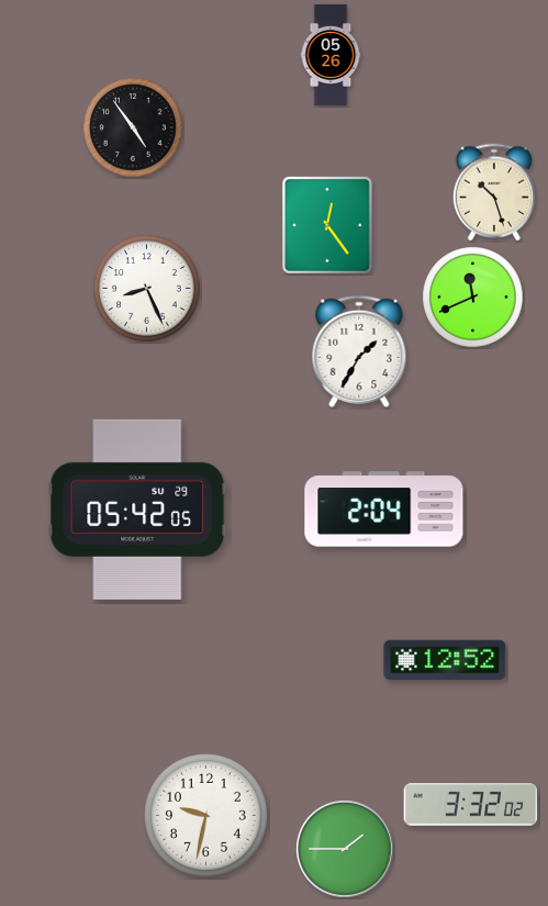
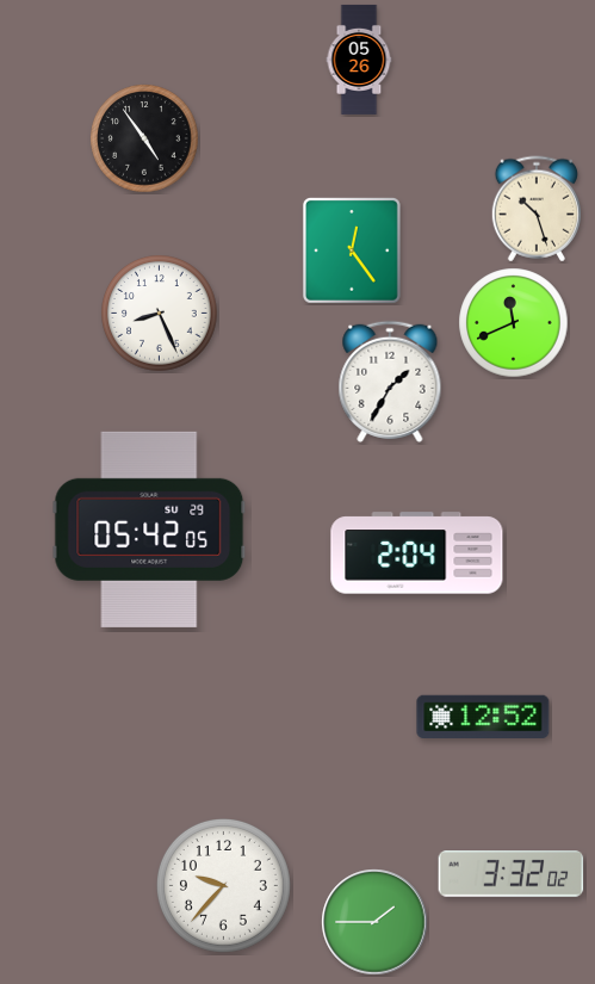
clock at (327, 226) position: (327, 226) -> (352, 252)
clock at (137, 510) position: (137, 510) -> (149, 530)
clock at (205, 815): 9:32 -> 9:37
